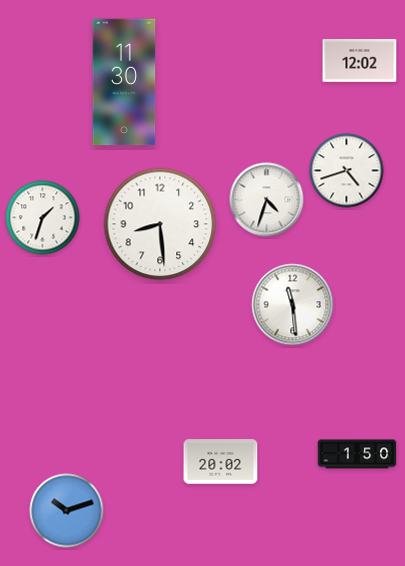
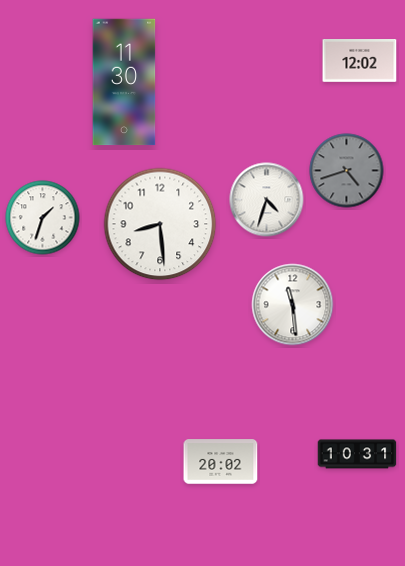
clock at (347, 171) dial: white -> grey
clock at (357, 454): 1:50 -> 10:31
clock at (67, 511): 10:12 -> none
